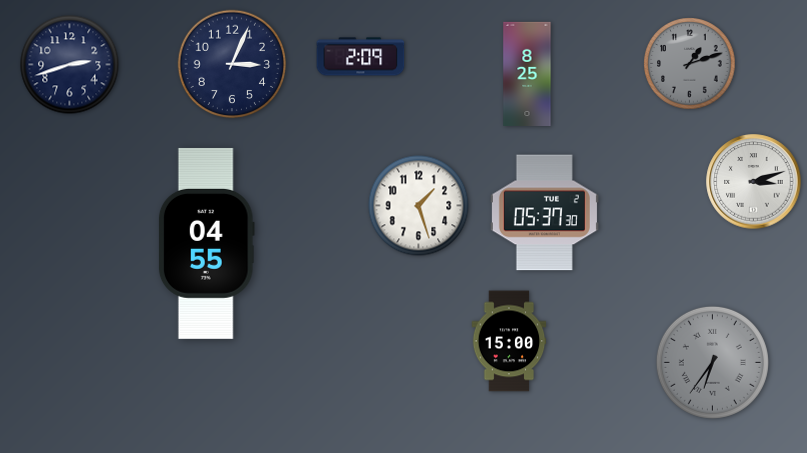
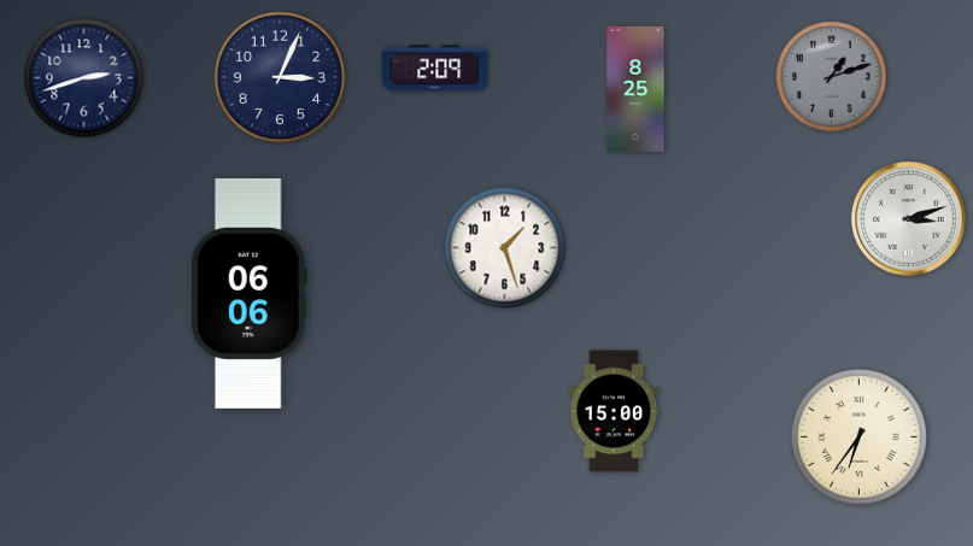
clock at (544, 213): 05:37 -> none
clock at (206, 243): 04:55 -> 06:06
clock at (712, 362) dial: grey -> cream
